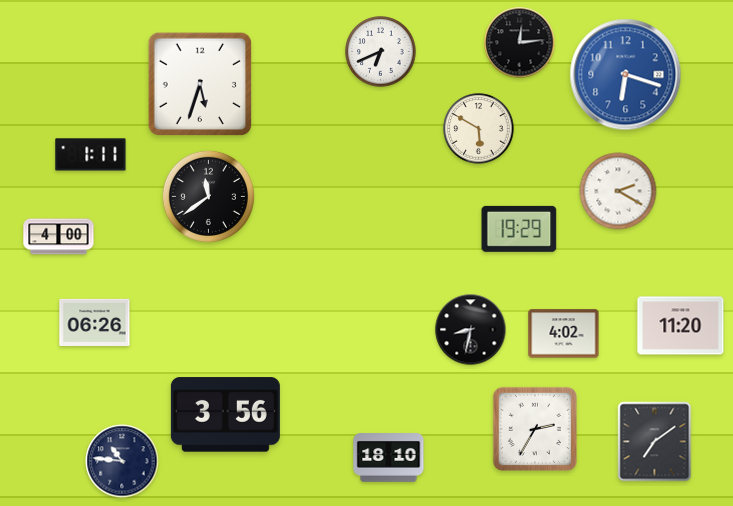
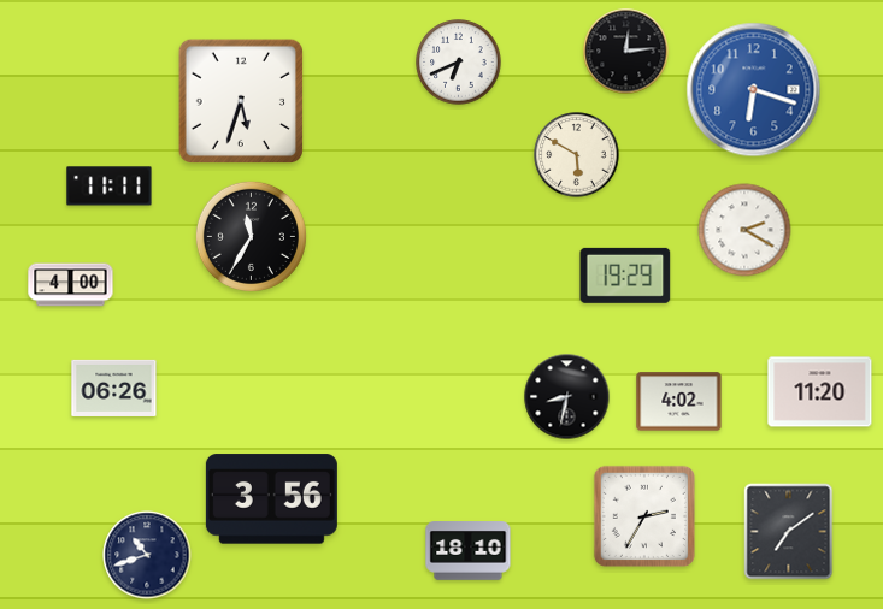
clock at (91, 155): 1:11 -> 11:11
clock at (208, 196): 11:39 -> 11:35
clock at (122, 461): 10:46 -> 10:42
